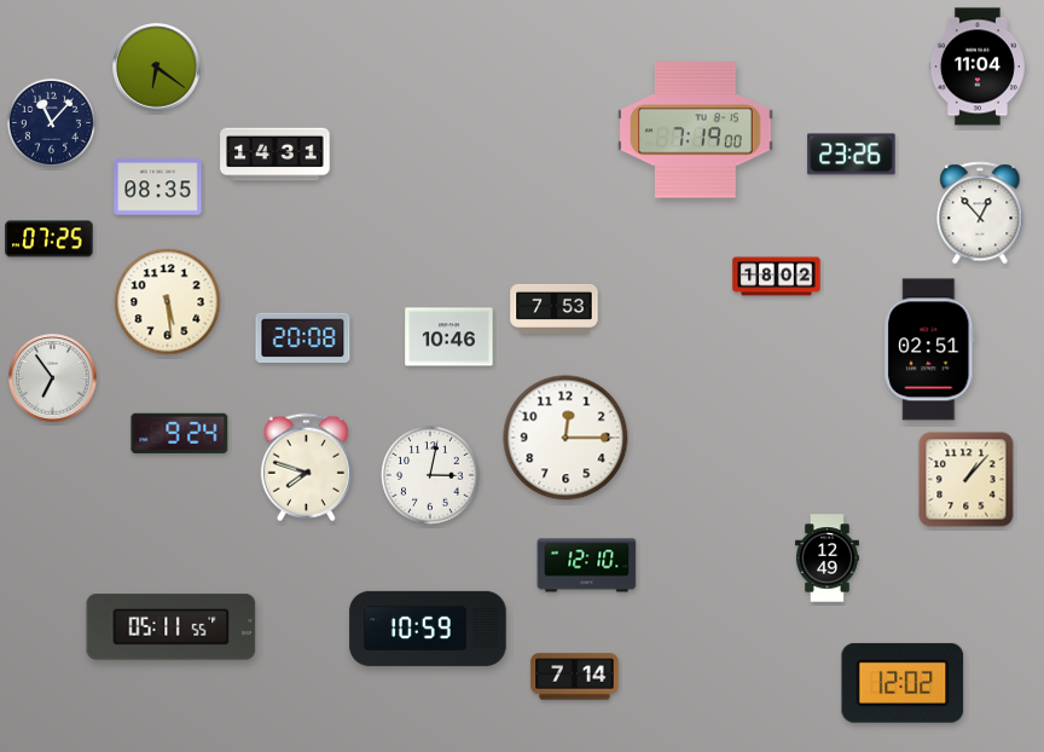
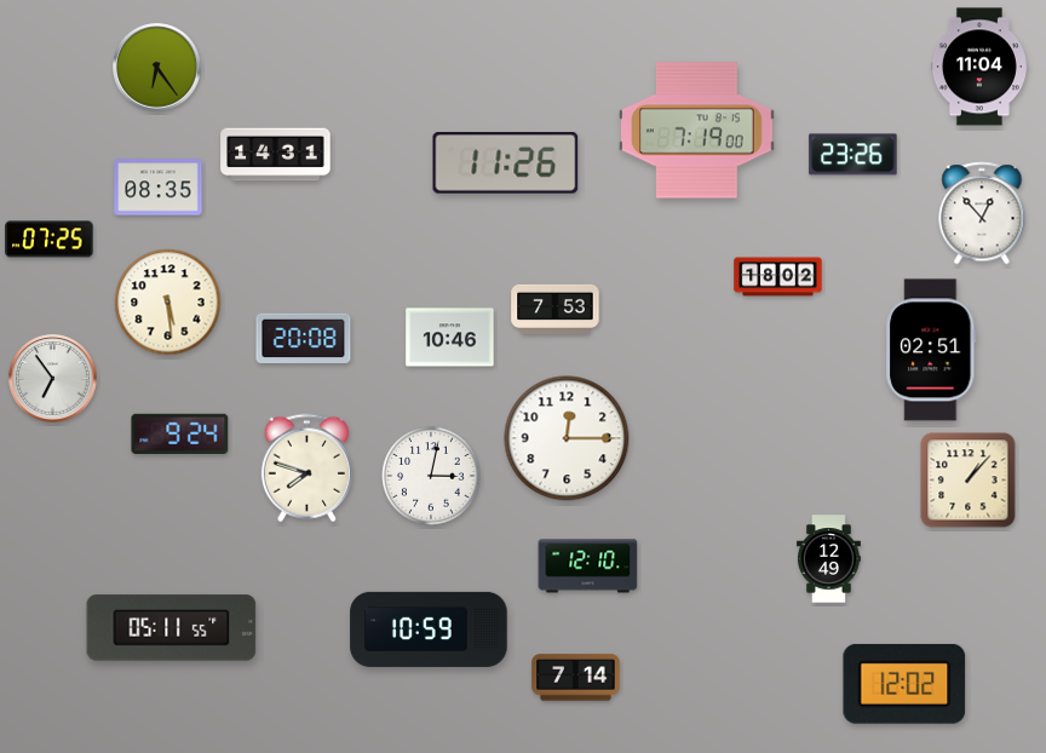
clock at (157, 68): 6:21 -> 6:24
clock at (51, 122): 11:07 -> none
clock at (506, 163): none -> 11:26
